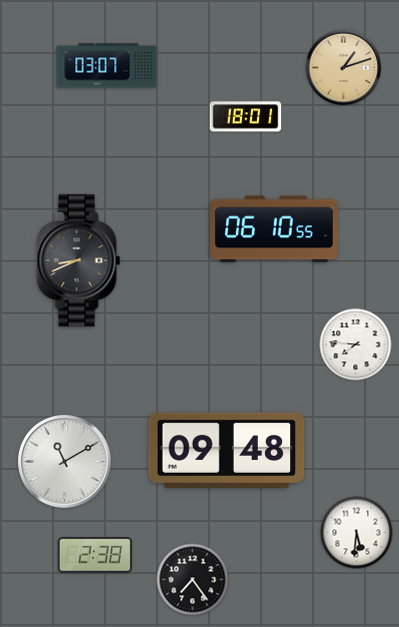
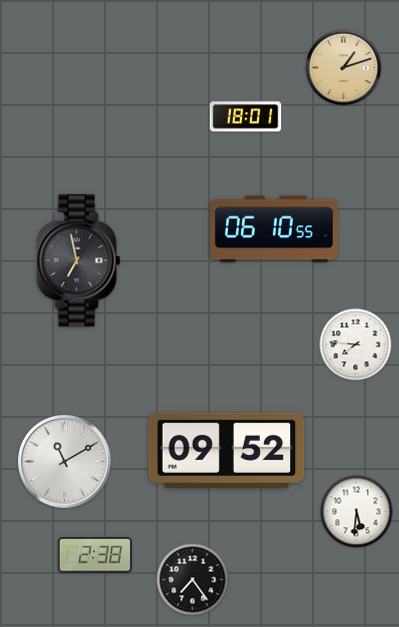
clock at (107, 66): 03:07 -> none
clock at (79, 261): 8:41 -> 6:58
clock at (227, 450): 09:48 -> 09:52
clock at (357, 533) position: (357, 533) -> (357, 512)
